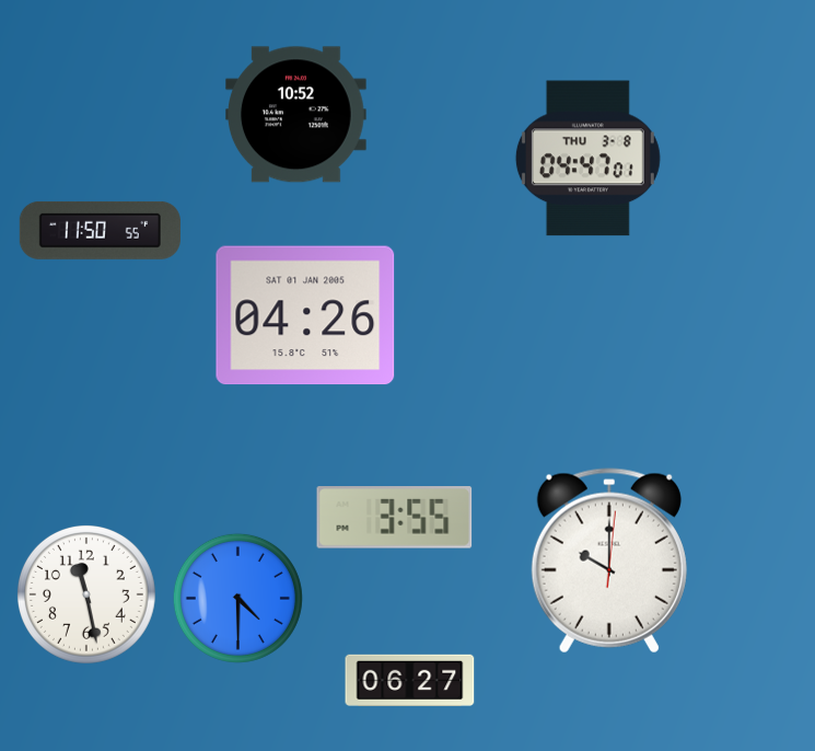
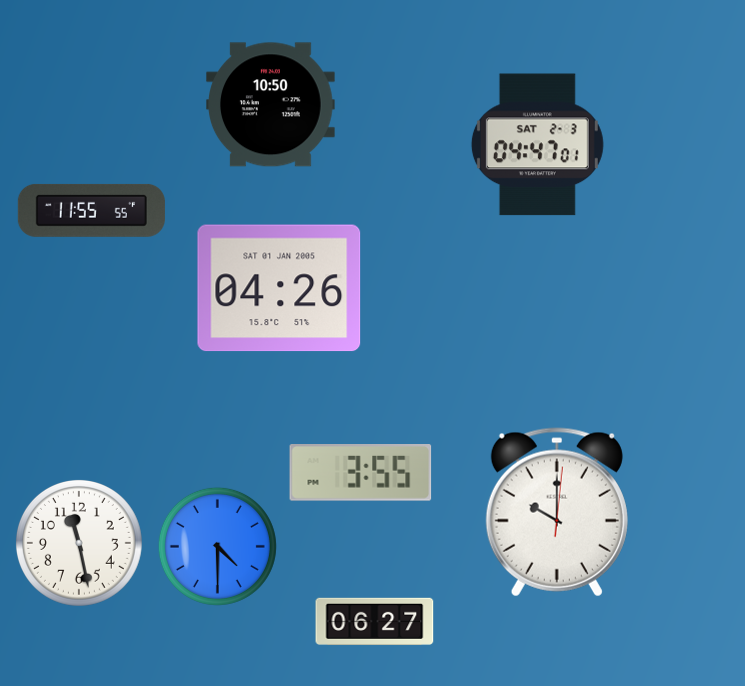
clock at (296, 115): 10:52 -> 10:50
clock at (587, 159) date: THU 3-8 -> SAT 2-3
clock at (100, 230): 11:50 -> 11:55
